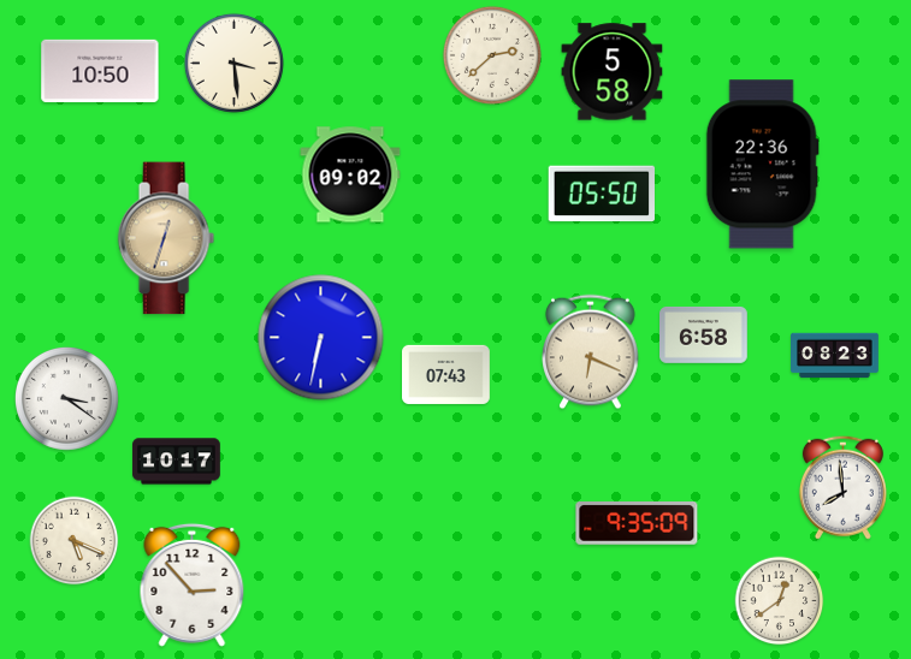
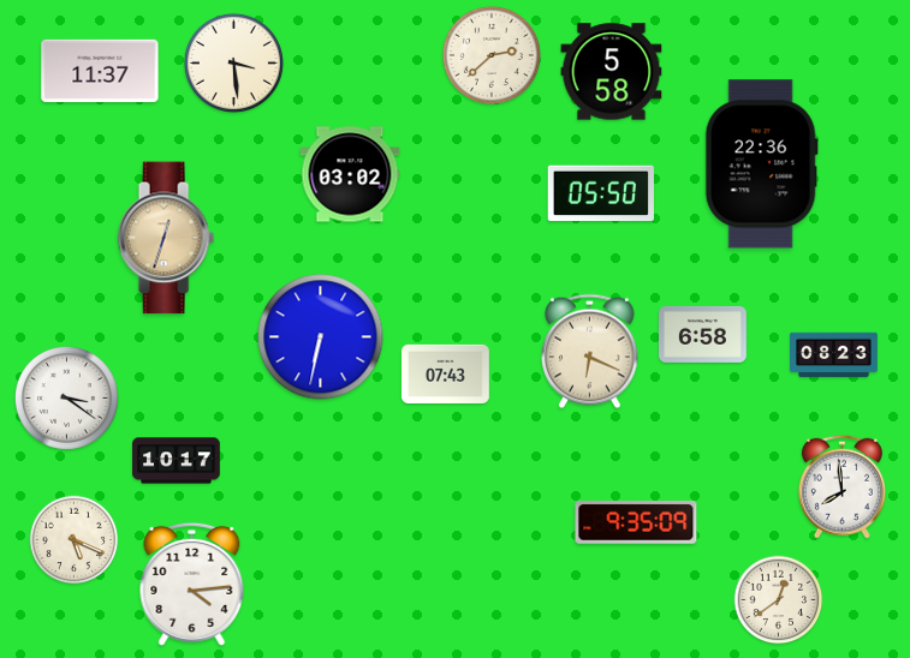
clock at (100, 71): 10:50 -> 11:37
clock at (350, 174): 09:02 -> 03:02
clock at (193, 584): 2:53 -> 4:14
